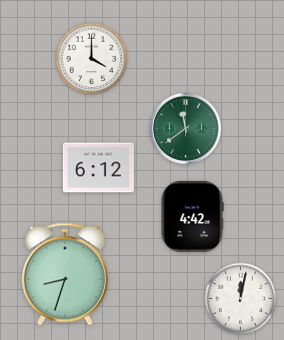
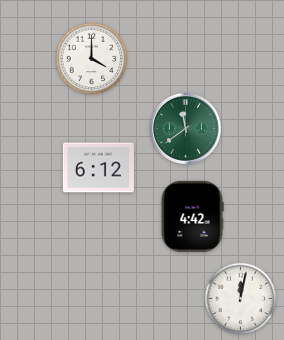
clock at (65, 274): 8:33 -> none
